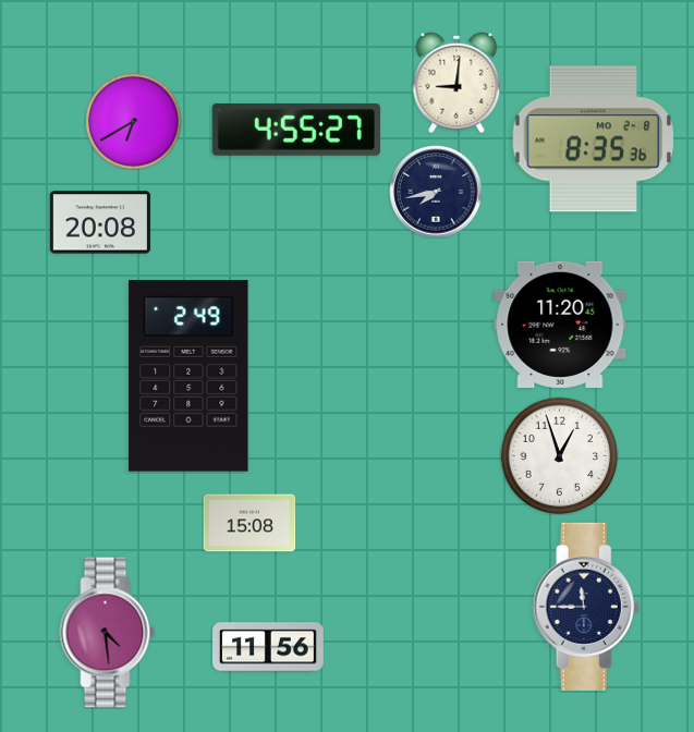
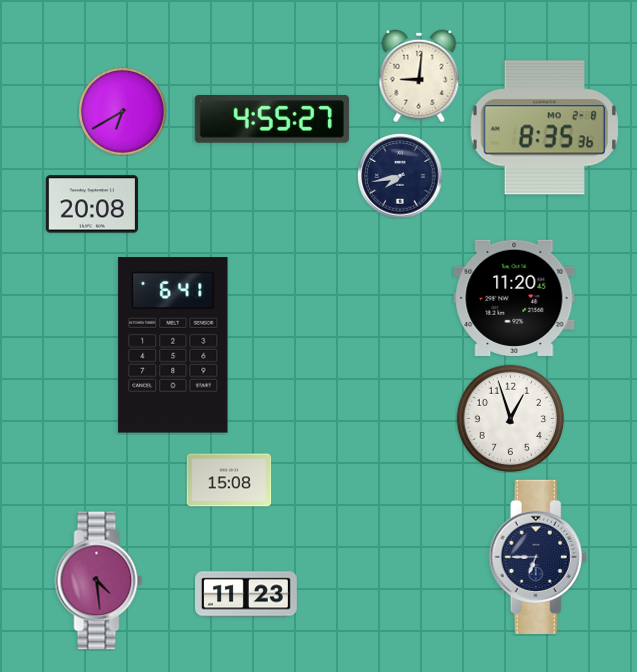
clock at (188, 376): 2:49 -> 6:41
clock at (559, 455) position: (559, 455) -> (510, 418)
clock at (586, 607): 11:45 -> 6:45
clock at (269, 647): 11:56 -> 11:23
